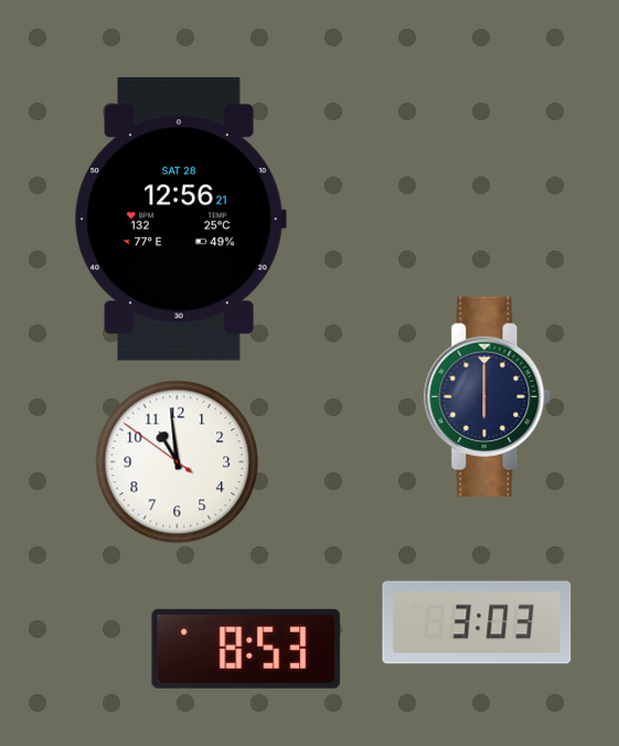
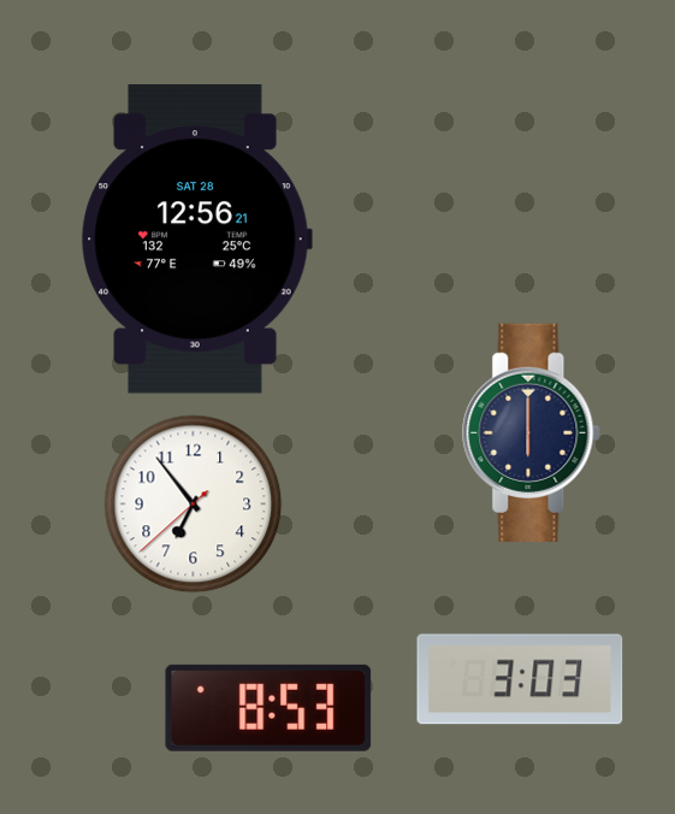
clock at (178, 462): 10:58 -> 6:53
